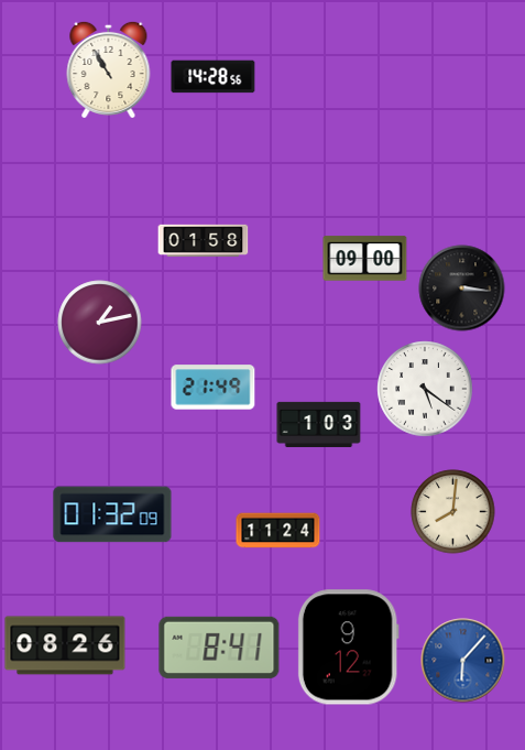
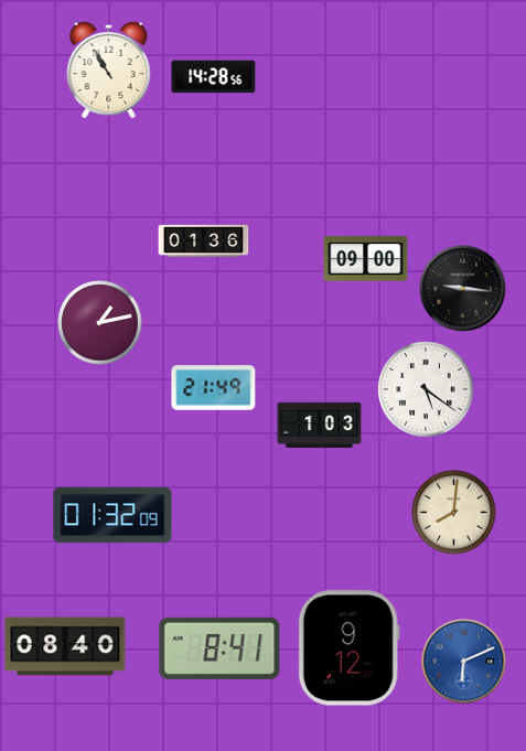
clock at (204, 240): 01:58 -> 01:36
clock at (462, 289): 3:16 -> 9:16
clock at (278, 531): 11:24 -> none
clock at (65, 645): 08:26 -> 08:40
clock at (463, 661): 6:07 -> 6:11
